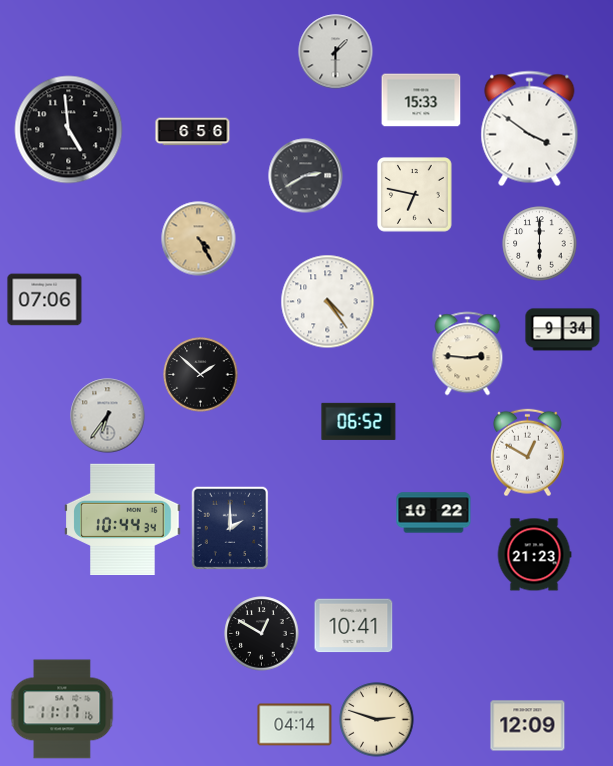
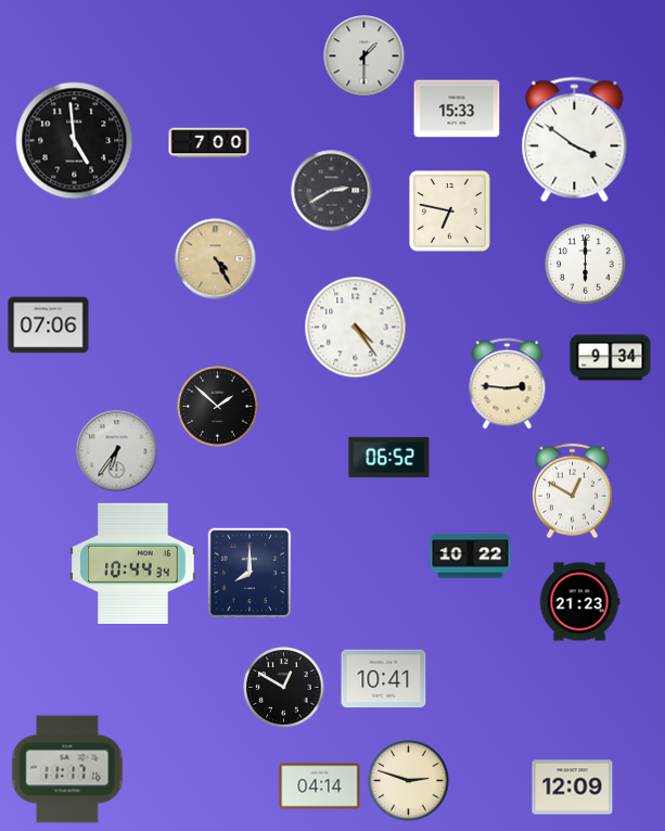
clock at (193, 132): 6:56 -> 7:00
clock at (230, 528): 2:00 -> 8:00
